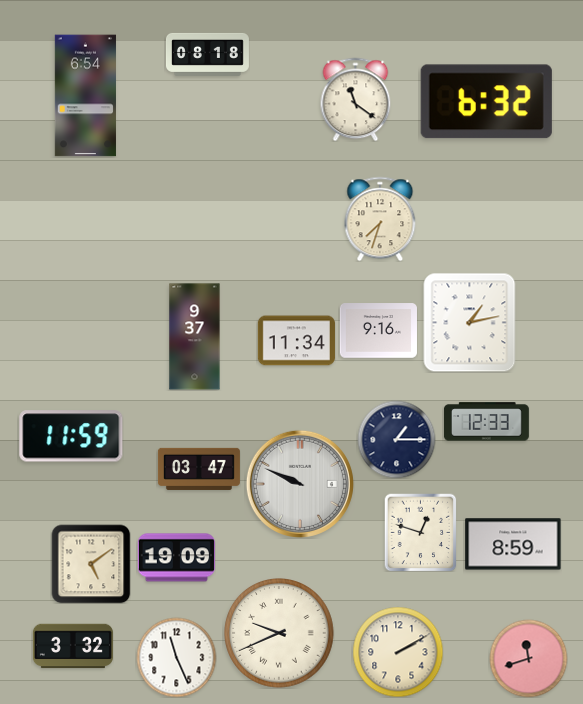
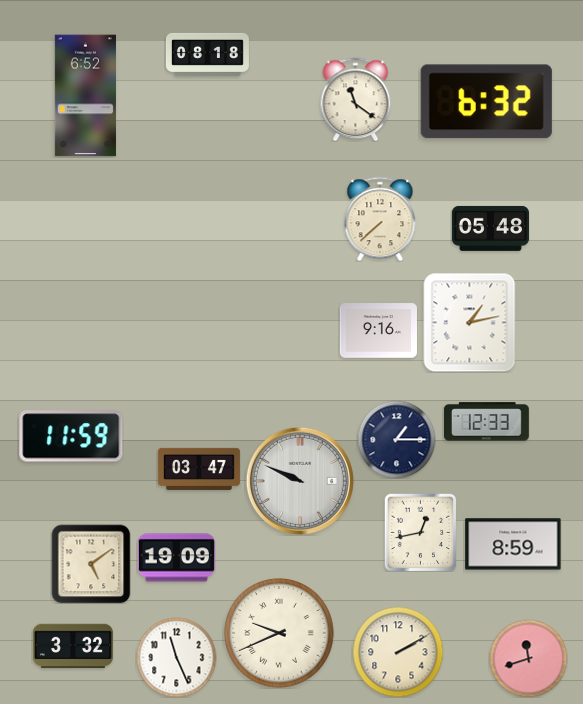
clock at (85, 96): 6:54 -> 6:52
clock at (380, 219): 7:33 -> 7:38
clock at (490, 228): none -> 05:48
clock at (195, 337): 9:37 -> none
clock at (296, 341): 11:34 -> none
clock at (300, 484) position: (300, 484) -> (300, 481)
clock at (421, 532): 12:48 -> 12:43
